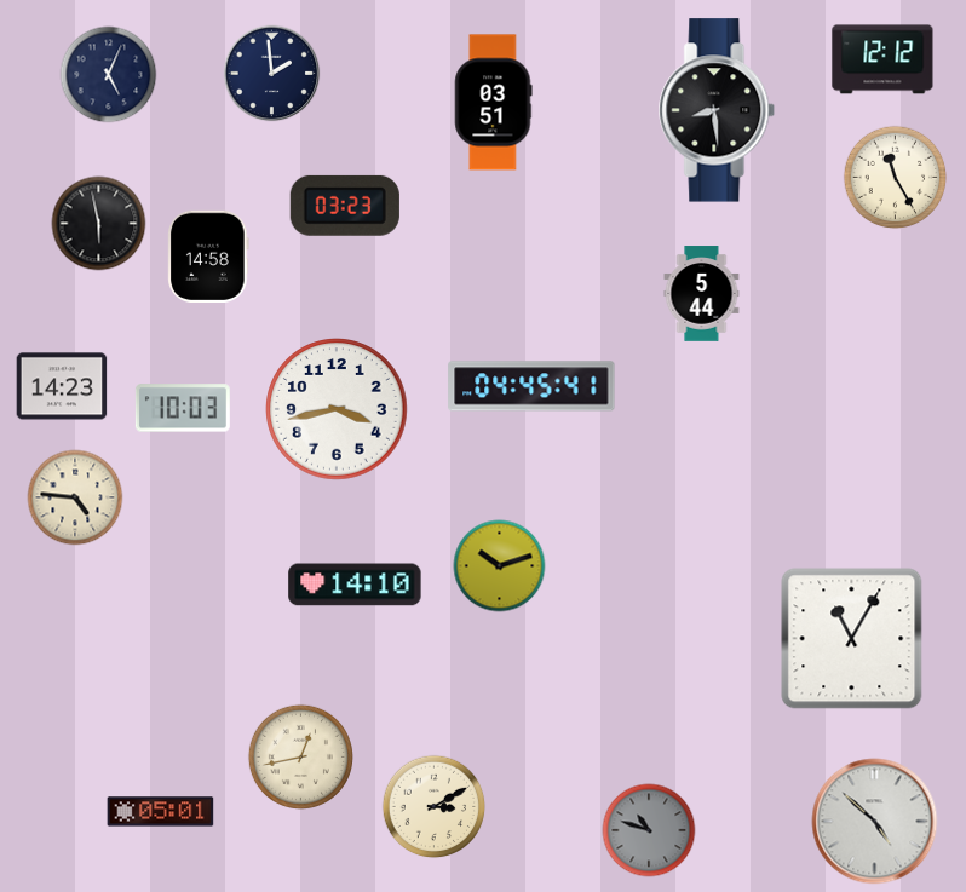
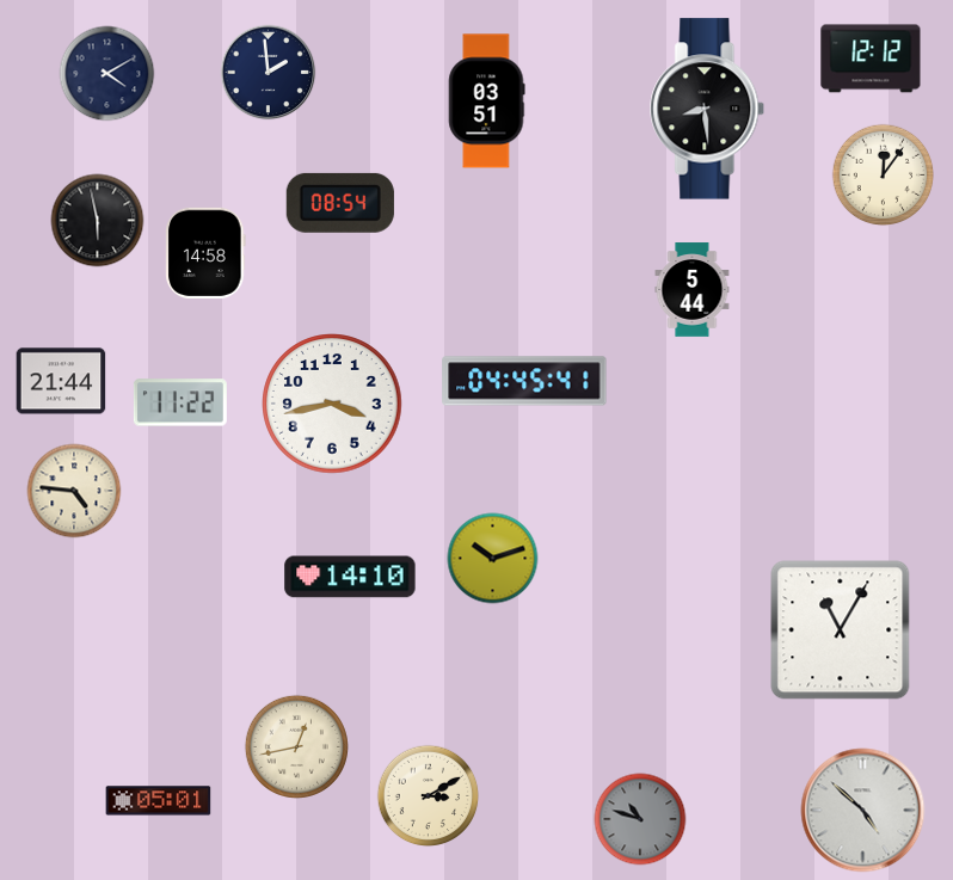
clock at (109, 75): 5:04 -> 4:10
clock at (896, 178): 11:25 -> 12:06
clock at (345, 206): 03:23 -> 08:54
clock at (62, 386): 14:23 -> 21:44
clock at (183, 408): 10:03 -> 11:22
